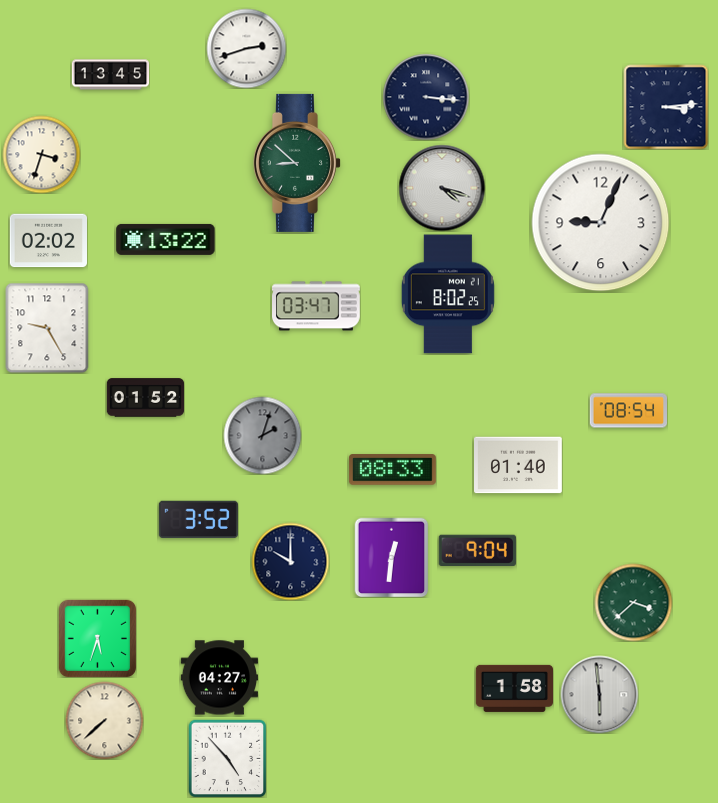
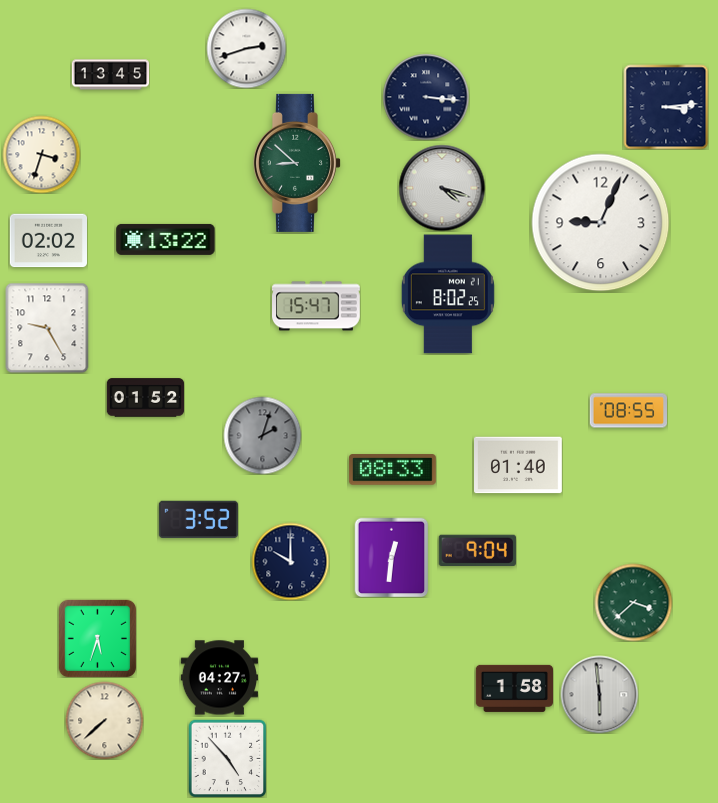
clock at (317, 306): 03:47 -> 15:47
clock at (628, 411): 08:54 -> 08:55
